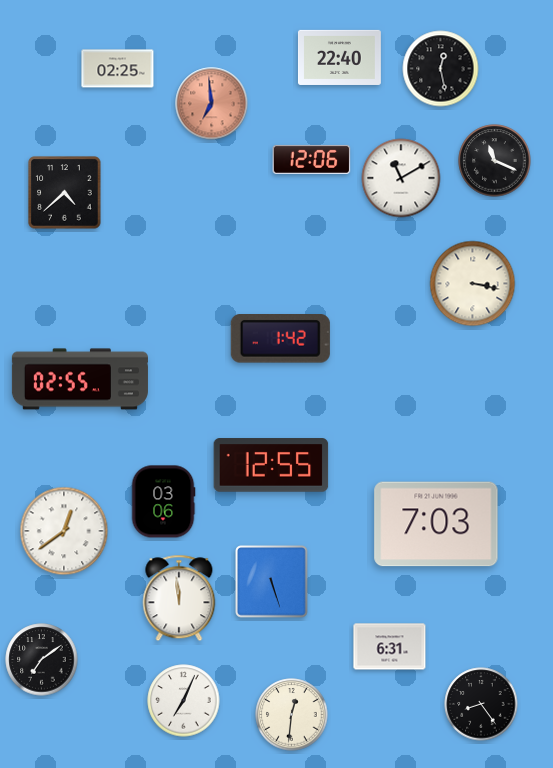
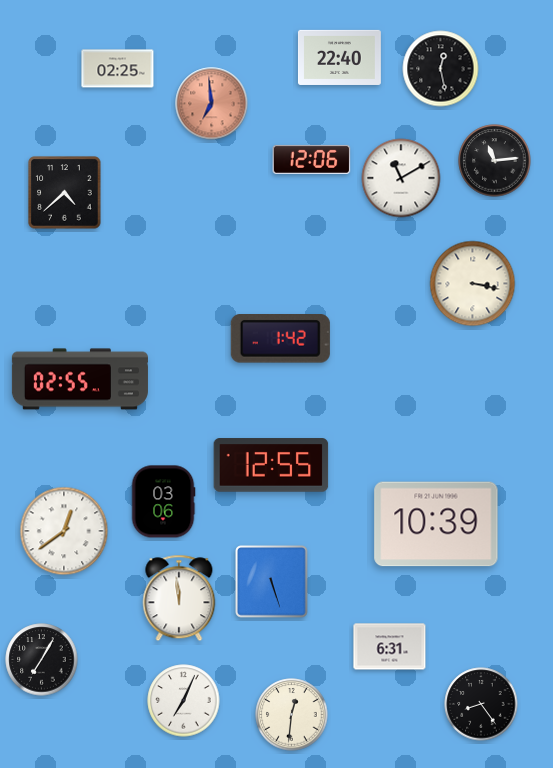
clock at (495, 161): 11:19 -> 11:14
clock at (436, 524): 7:03 -> 10:39
clock at (42, 660): 7:09 -> 7:05
